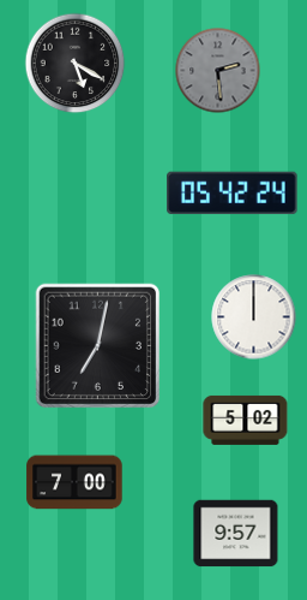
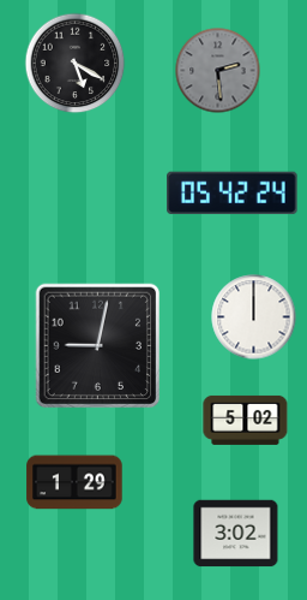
clock at (98, 346): 7:02 -> 9:02
clock at (74, 482): 7:00 -> 1:29
clock at (236, 534): 9:57 -> 3:02
